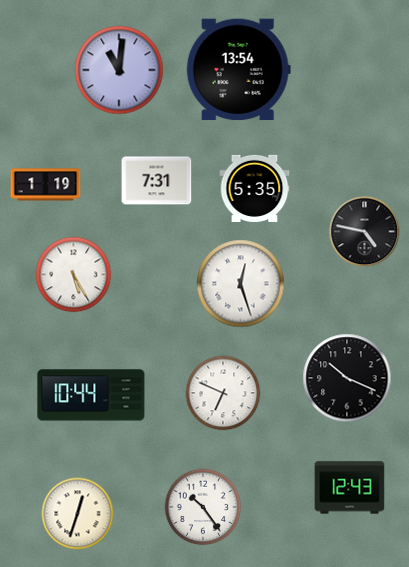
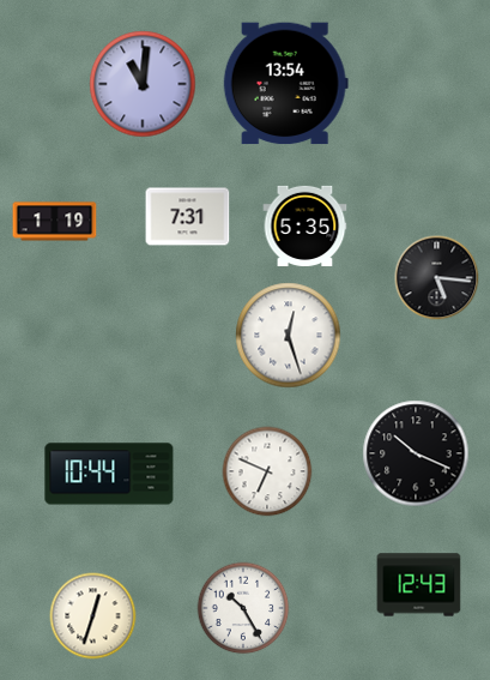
clock at (365, 232): 4:47 -> 5:16
clock at (74, 275): 5:25 -> none
clock at (241, 284) position: (241, 284) -> (289, 336)
clock at (203, 507): 10:24 -> 10:25
